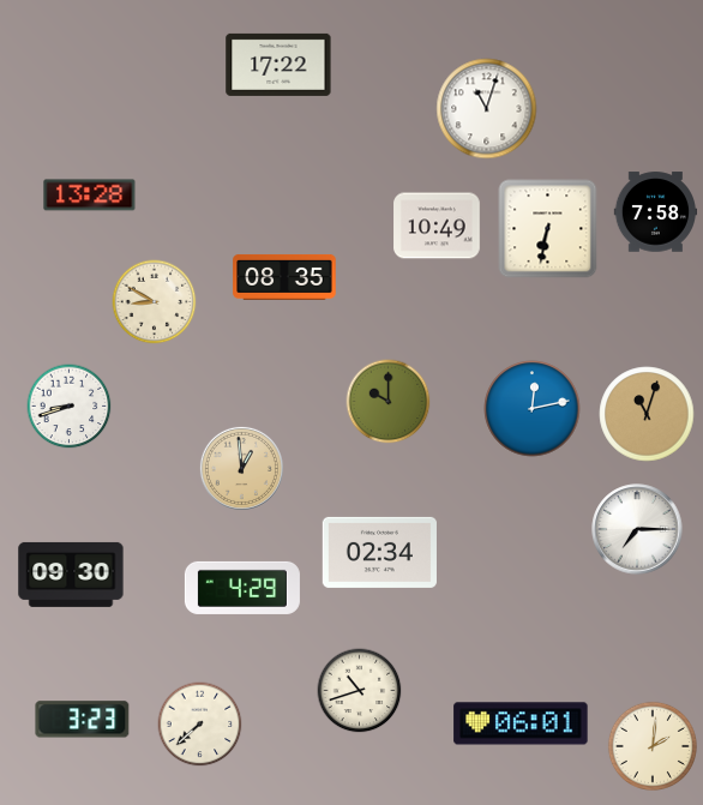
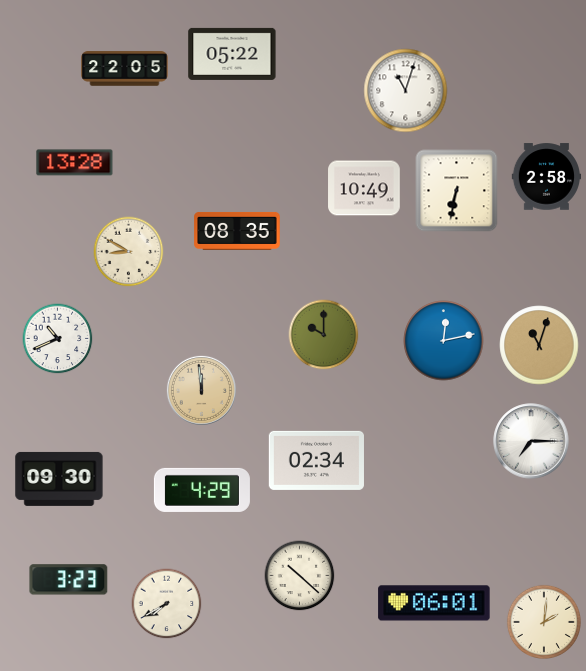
clock at (278, 65): 17:22 -> 05:22
clock at (125, 69): none -> 22:05
clock at (656, 212): 7:58 -> 2:58
clock at (70, 407): 8:42 -> 10:41
clock at (241, 468): 12:59 -> 11:59
clock at (360, 691): 10:42 -> 10:22
clock at (83, 720) position: (83, 720) -> (69, 580)
clock at (200, 725): 7:38 -> 7:40
